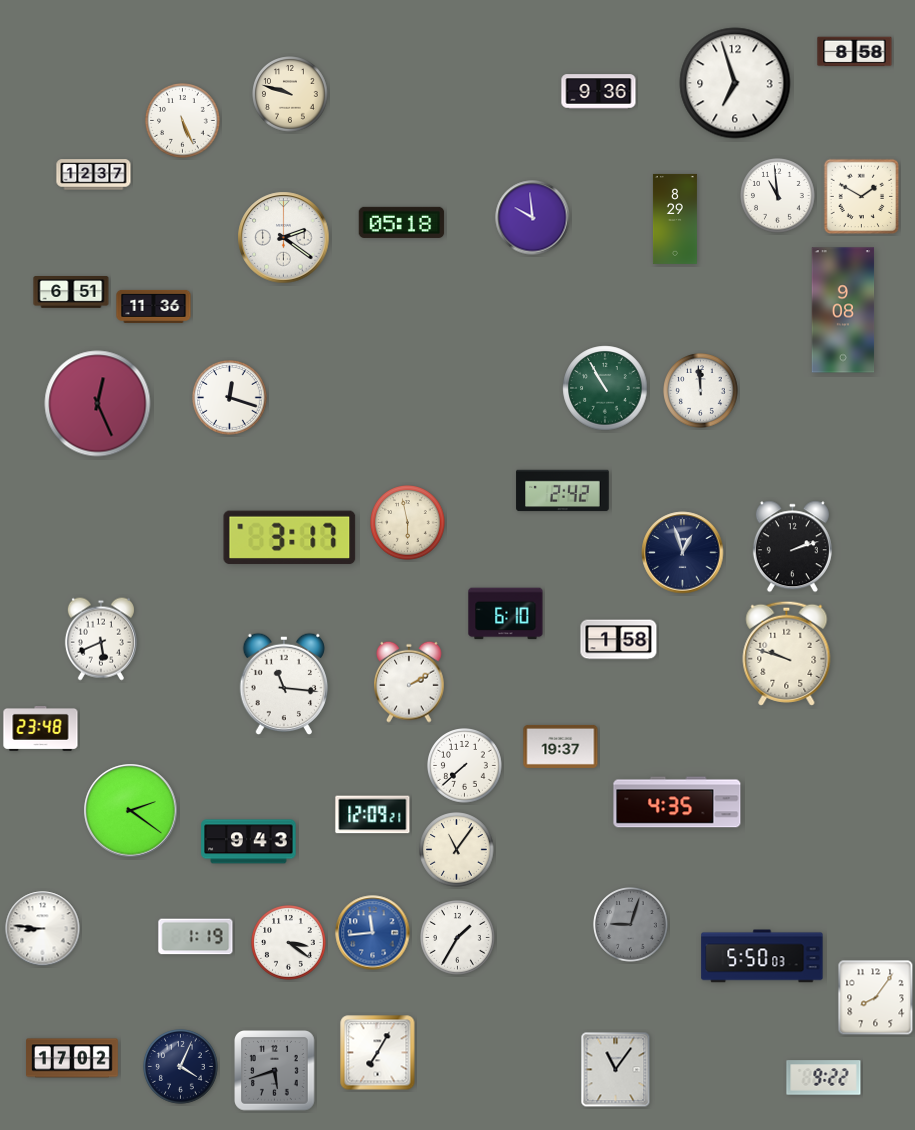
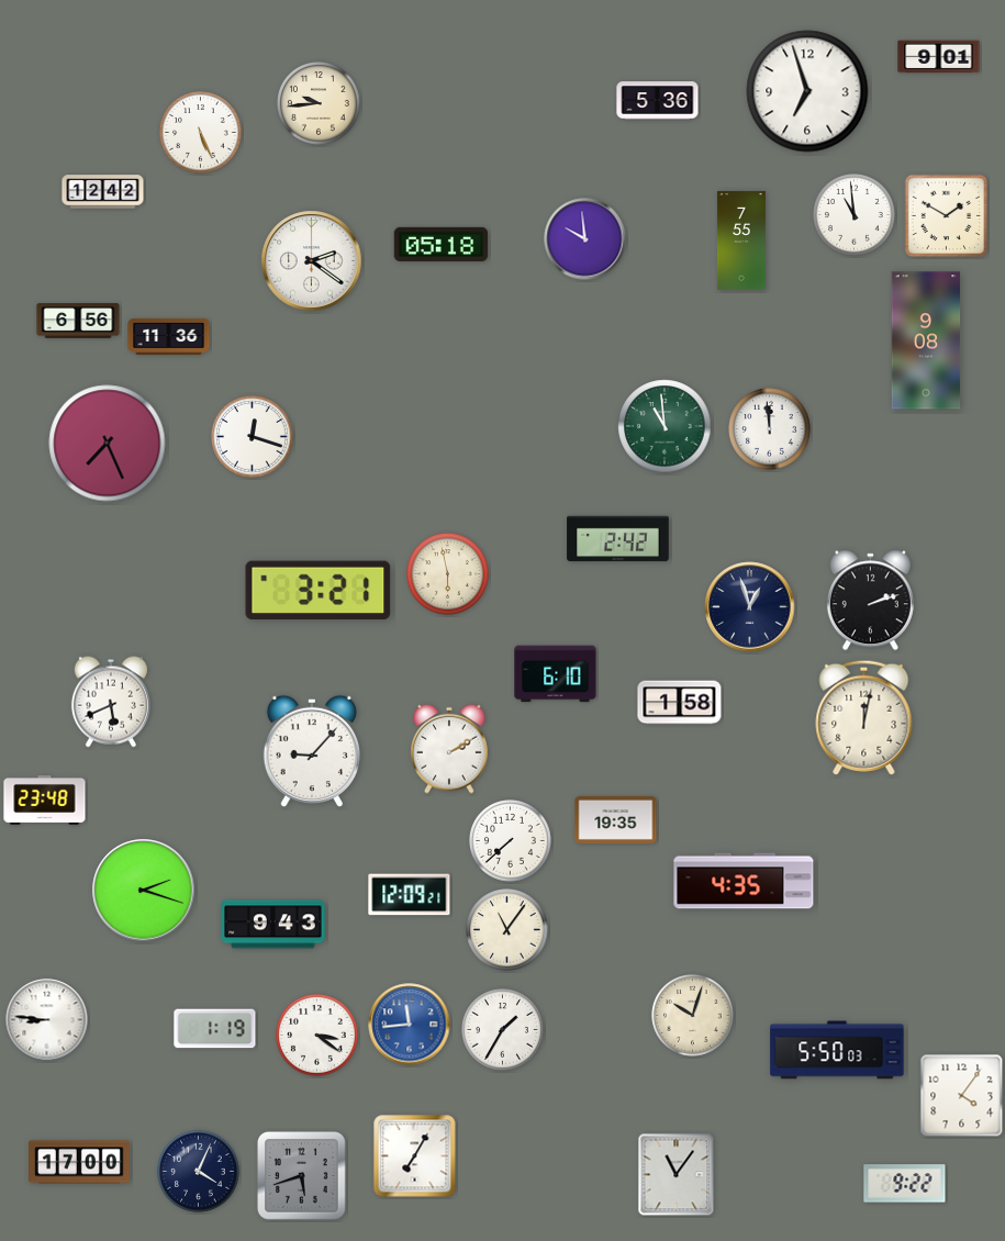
clock at (855, 52): 8:58 -> 9:01
clock at (599, 92): 9:36 -> 5:36
clock at (290, 94): 9:48 -> 9:44
clock at (94, 175): 12:37 -> 12:42
clock at (675, 219): 8:29 -> 7:55
clock at (71, 292): 6:51 -> 6:56
clock at (605, 388): 10:55 -> 10:59
clock at (98, 404): 12:26 -> 7:26
clock at (290, 538): 3:17 -> 3:21
clock at (787, 653): 9:48 -> 12:02
clock at (283, 684): 11:16 -> 9:07
clock at (561, 746): 19:37 -> 19:35
clock at (131, 811): 2:21 -> 2:18
clock at (457, 850) position: (457, 850) -> (507, 930)
clock at (631, 925): 9:03 -> 10:03
clock at (631, 925) dial: grey -> cream
clock at (876, 998): 8:06 -> 4:06
clock at (72, 1058): 17:02 -> 17:00
